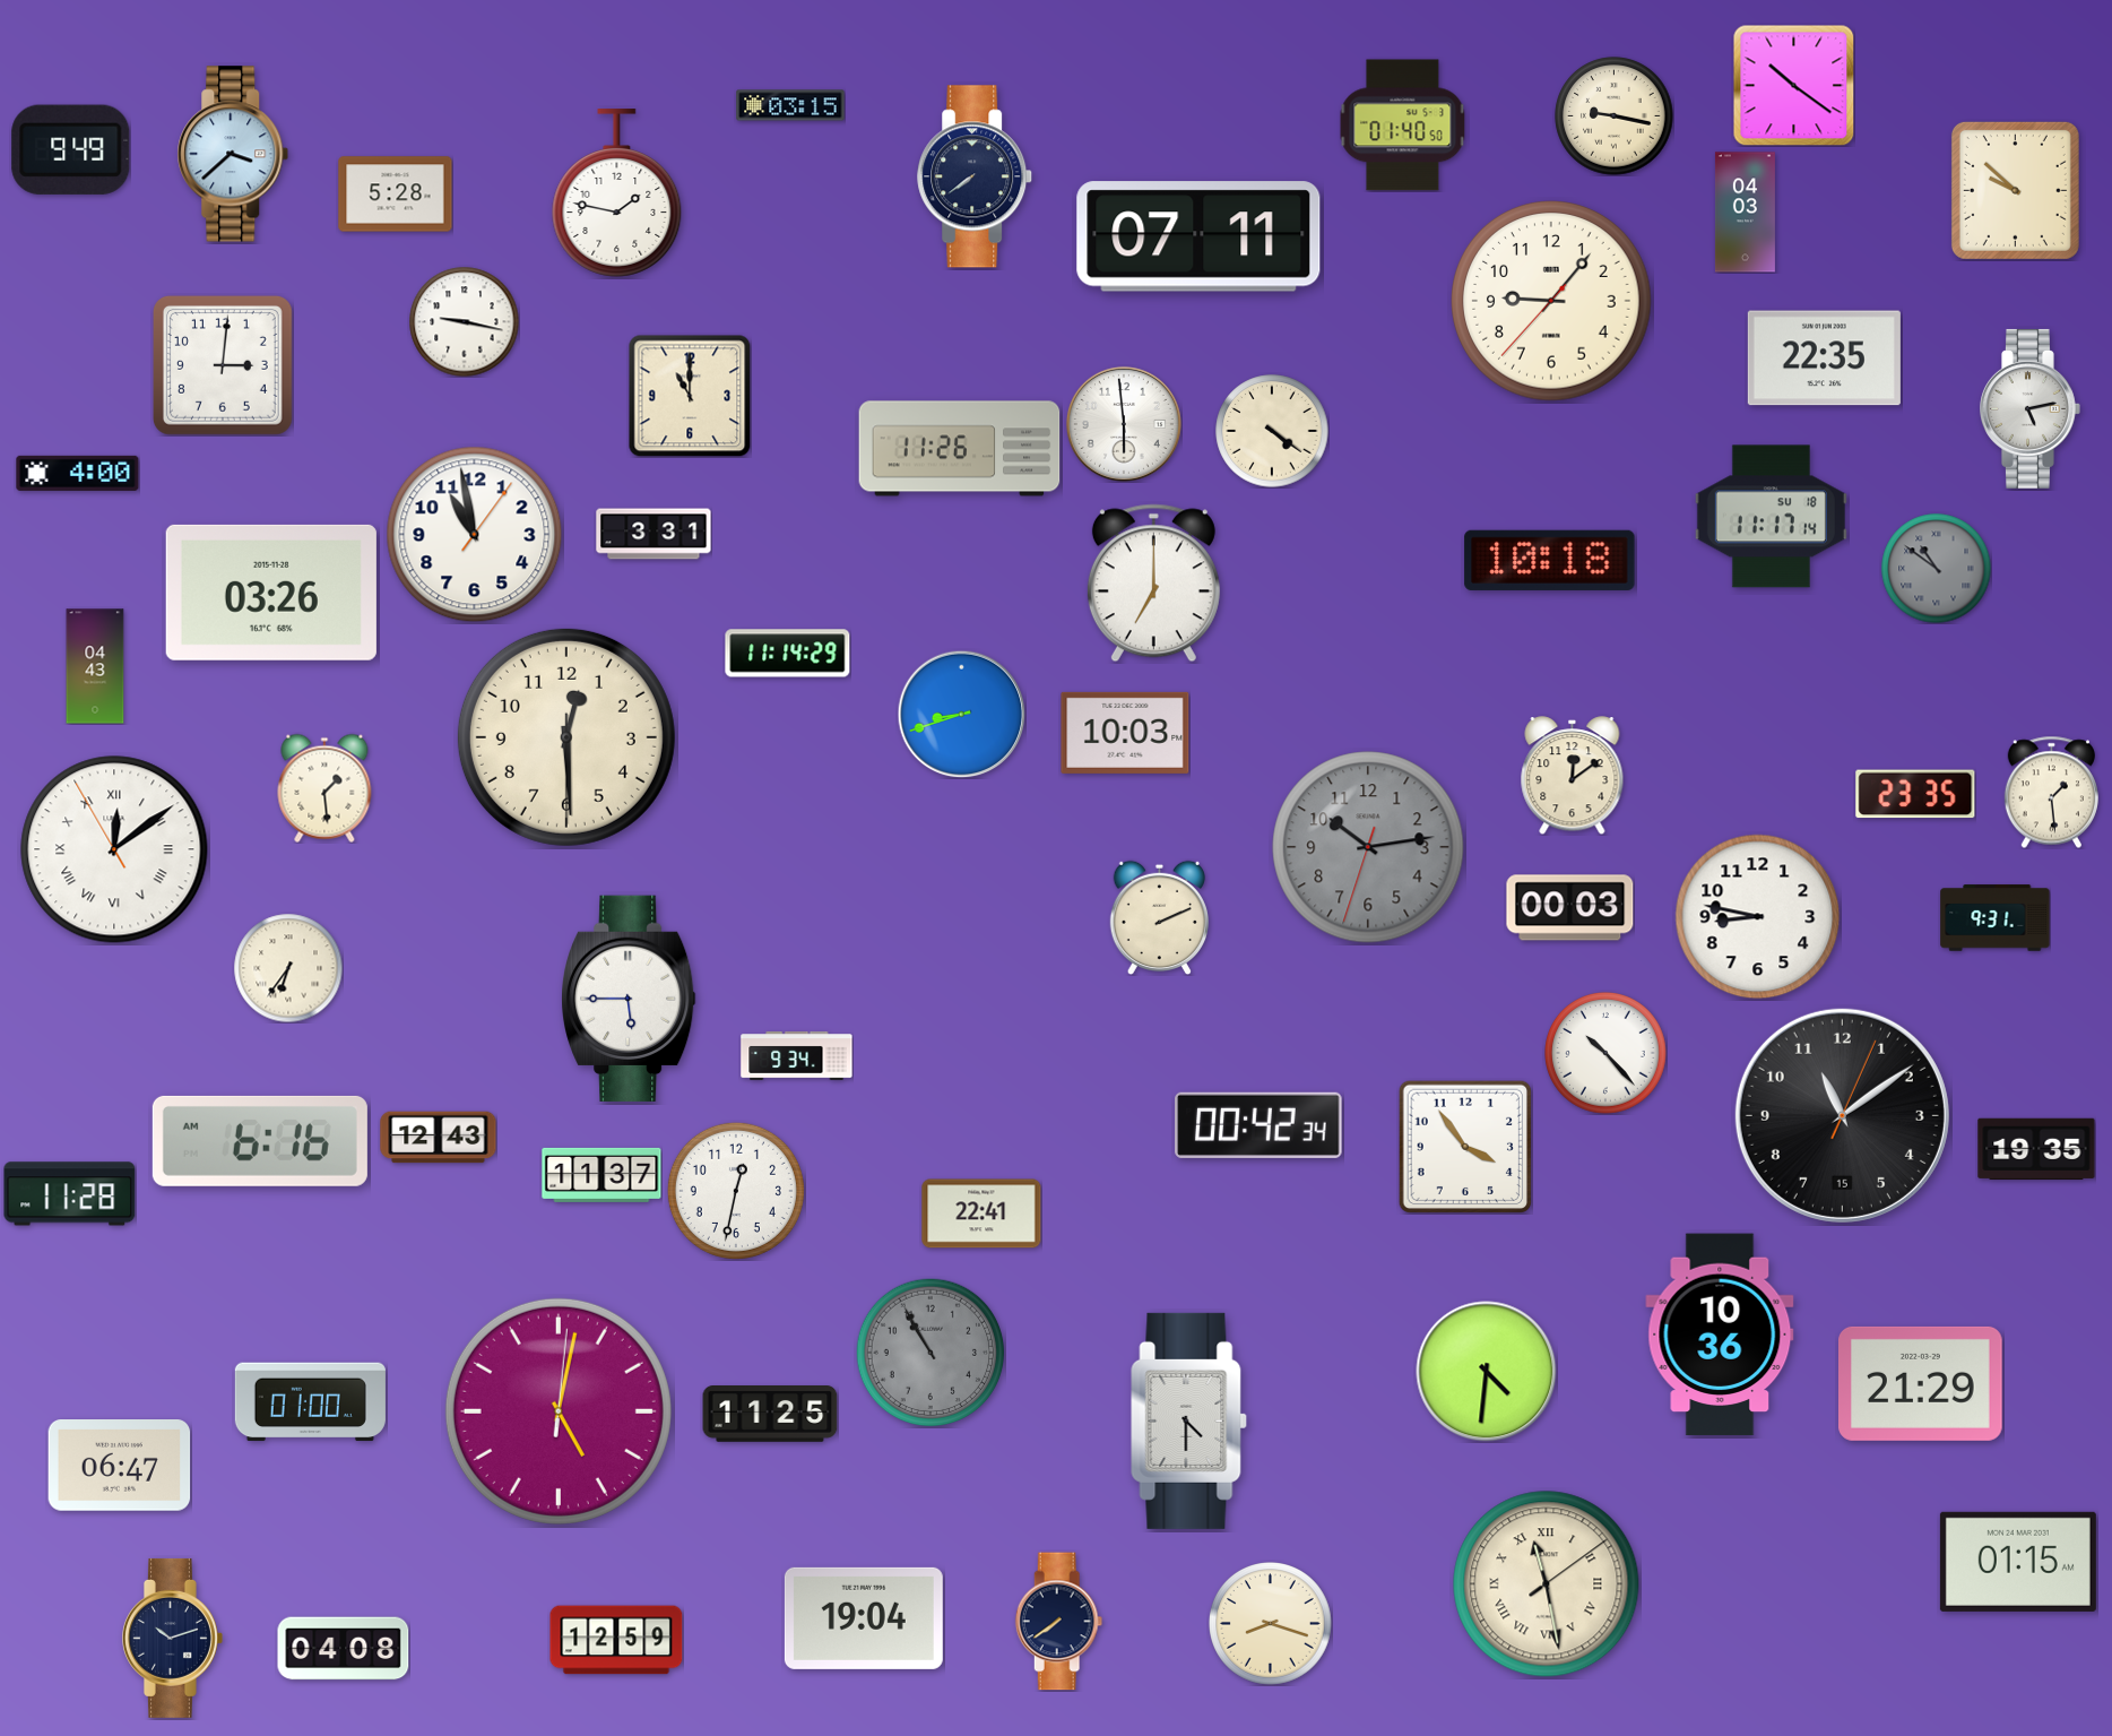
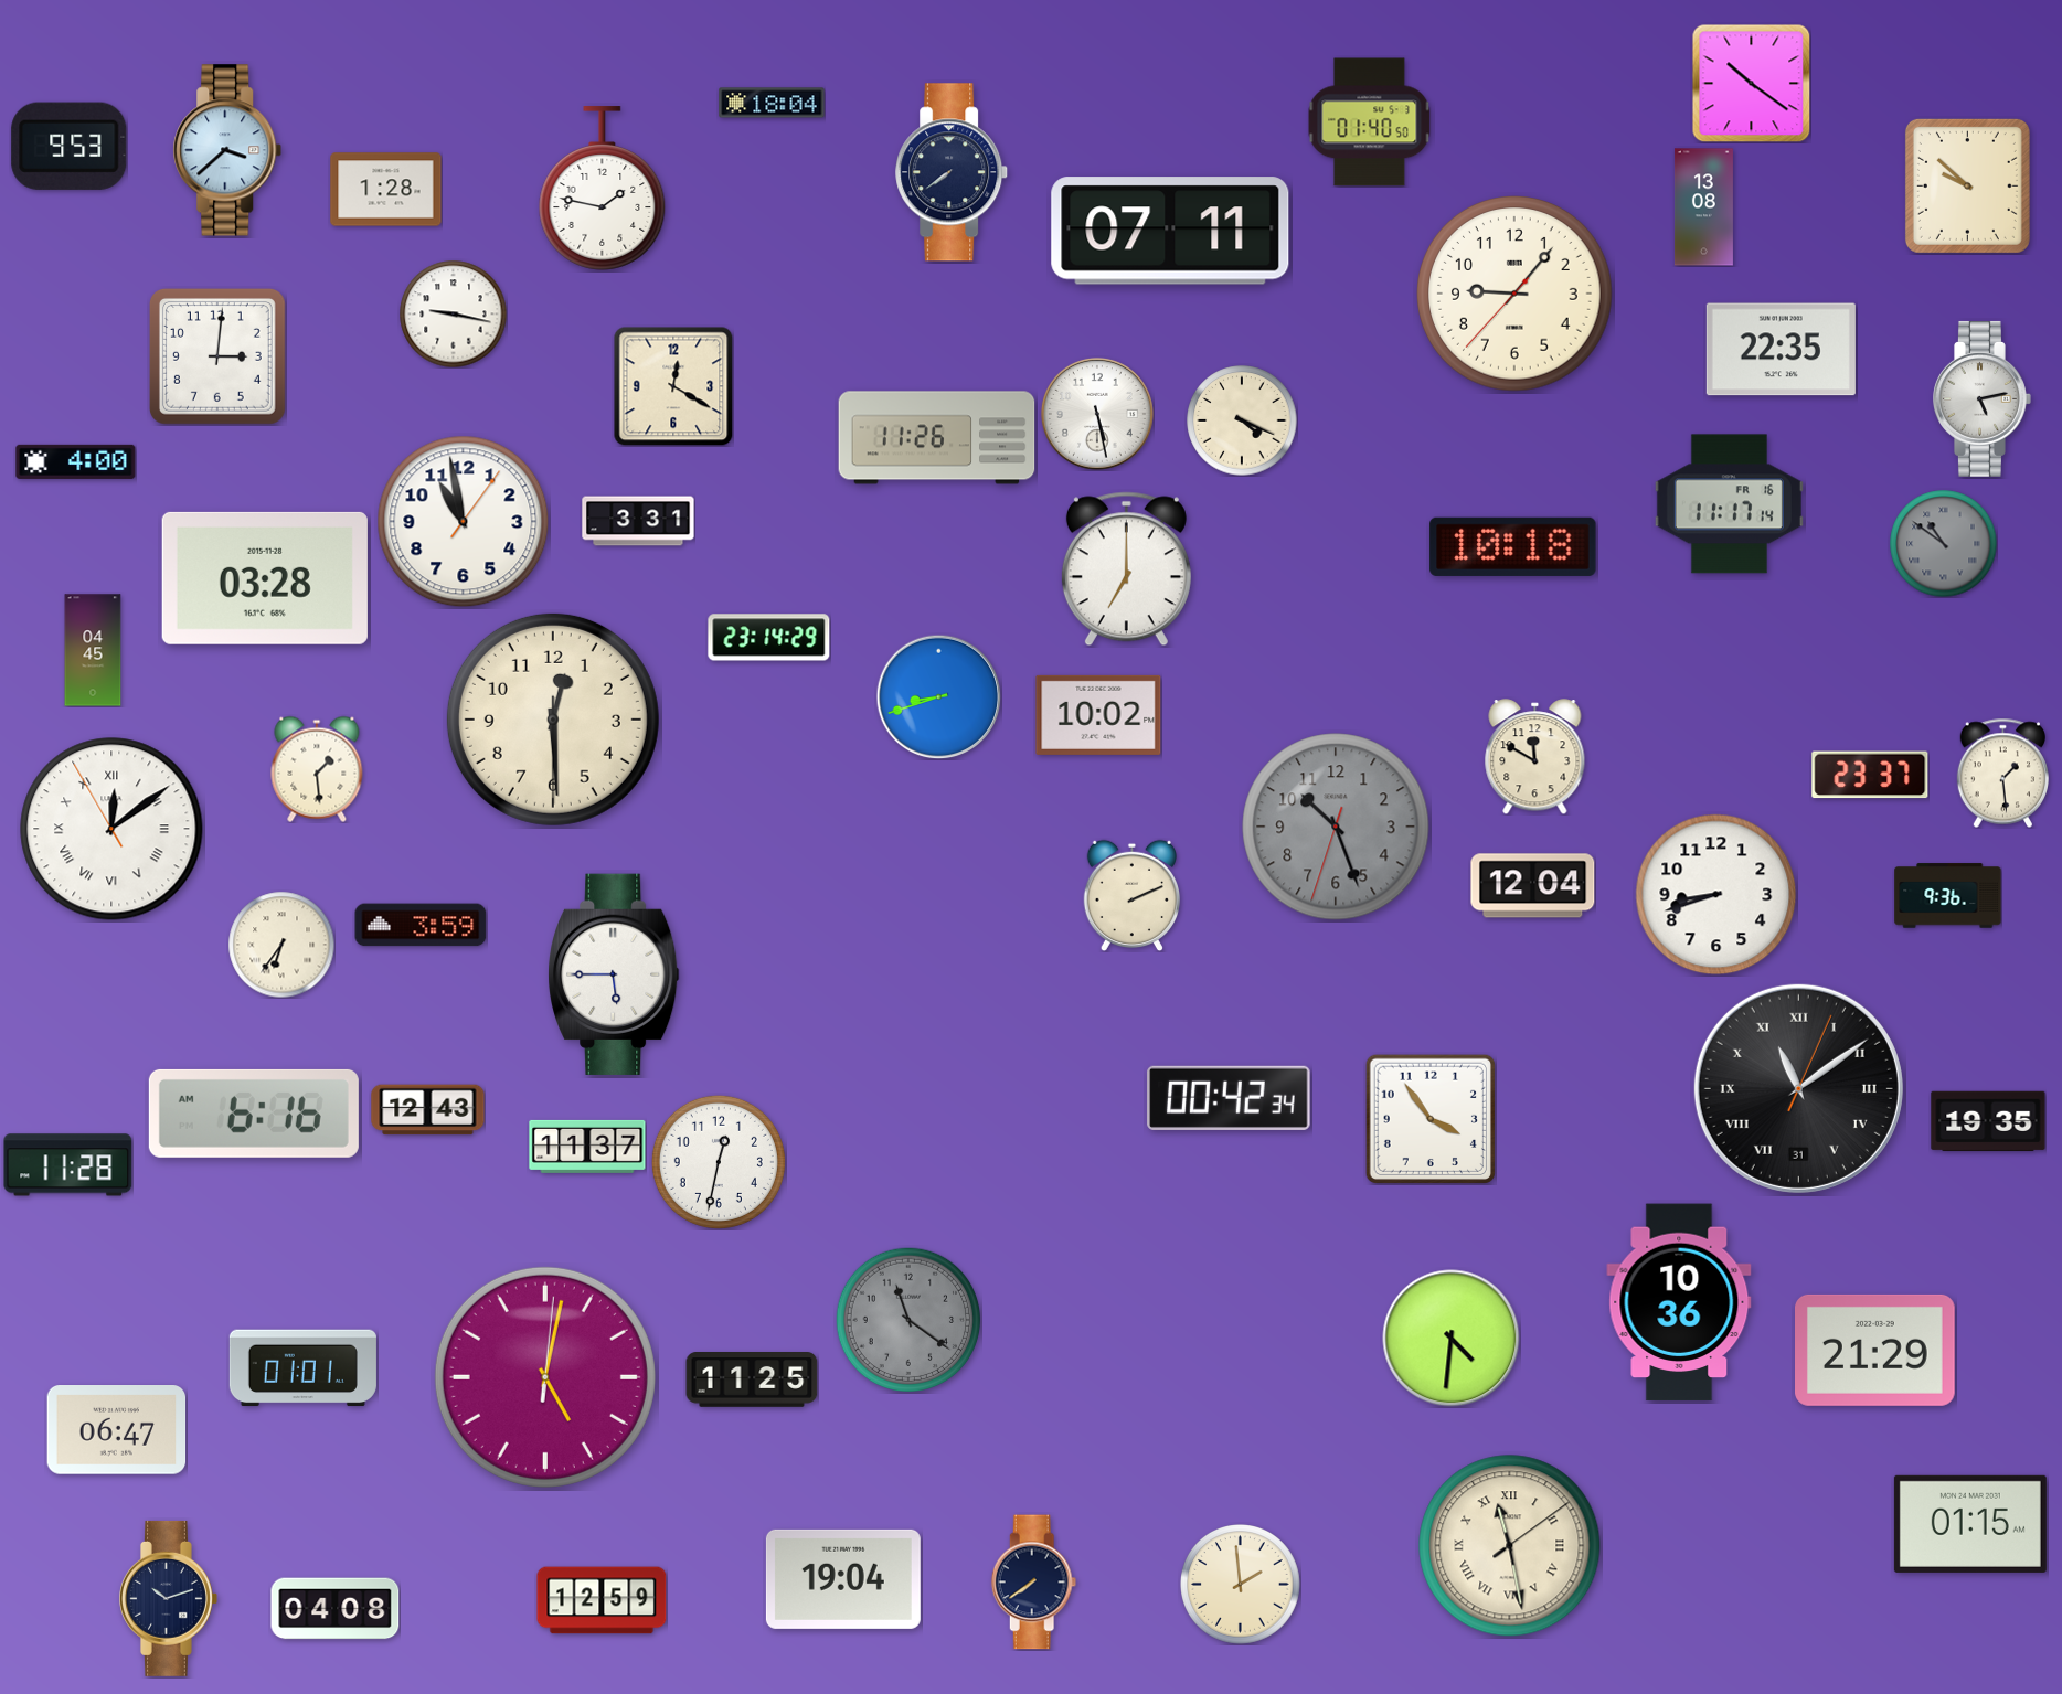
clock at (790, 105): 03:15 -> 18:04
clock at (1615, 116): 9:17 -> none
clock at (71, 149): 9:49 -> 9:53
clock at (396, 195): 5:28 -> 1:28
clock at (1745, 213): 04:03 -> 13:08
clock at (690, 396): 11:00 -> 12:20
clock at (1124, 424): 5:59 -> 5:28
clock at (1272, 431): 4:21 -> 4:19
clock at (1771, 517) date: SU 18 -> FR 16
clock at (1936, 568) position: (1936, 568) -> (1943, 543)
clock at (271, 593): 03:26 -> 03:28
clock at (788, 654): 11:14 -> 23:14
clock at (95, 666): 04:43 -> 04:45
clock at (1125, 733): 10:03 -> 10:02
clock at (1573, 776): 12:09 -> 11:50
clock at (1915, 794): 23:35 -> 23:37
clock at (1368, 847): 10:13 -> 10:26
clock at (1570, 908): 00:03 -> 12:04
clock at (1758, 917): 8:47 -> 8:42
clock at (1996, 918): 9:31 -> 9:36
clock at (421, 925): none -> 3:59
clock at (1607, 1054): 10:23 -> none
clock at (797, 1056): 9:34 -> none
clock at (1842, 1115) date: 15 -> 31
clock at (1842, 1115) numerals: Arabic -> Roman
clock at (981, 1214): 22:41 -> none
clock at (931, 1353): 10:55 -> 11:21
clock at (310, 1402): 01:00 -> 01:01
clock at (1189, 1420): 4:30 -> none
clock at (1271, 1624): 8:18 -> 1:59
